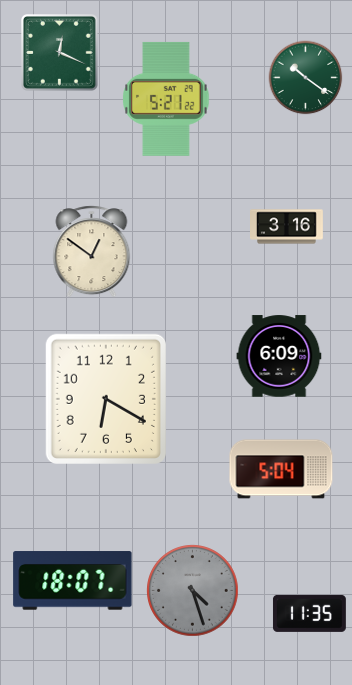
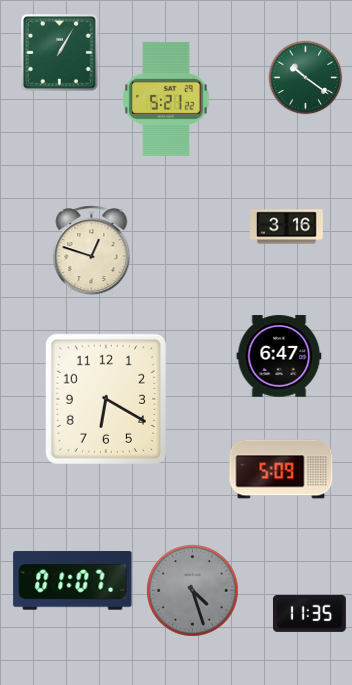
clock at (60, 53): 12:19 -> 1:05
clock at (92, 252): 12:51 -> 12:48
clock at (279, 356): 6:09 -> 6:47
clock at (281, 469): 5:04 -> 5:09
clock at (73, 581): 18:07 -> 01:07
